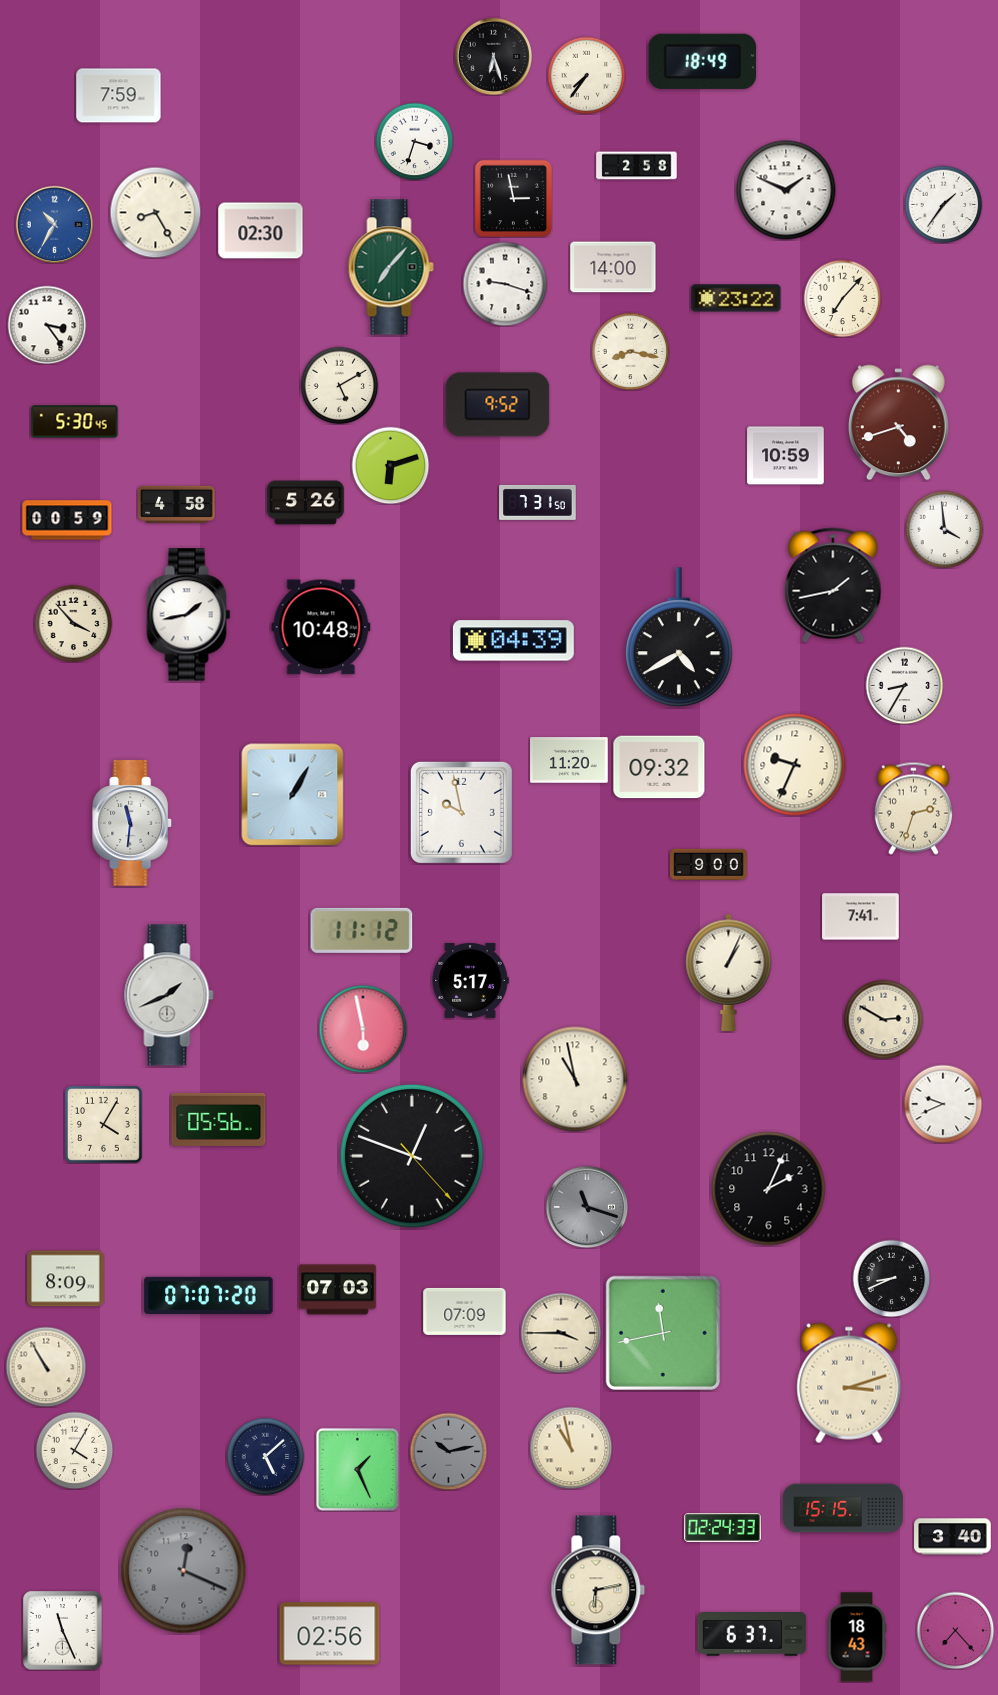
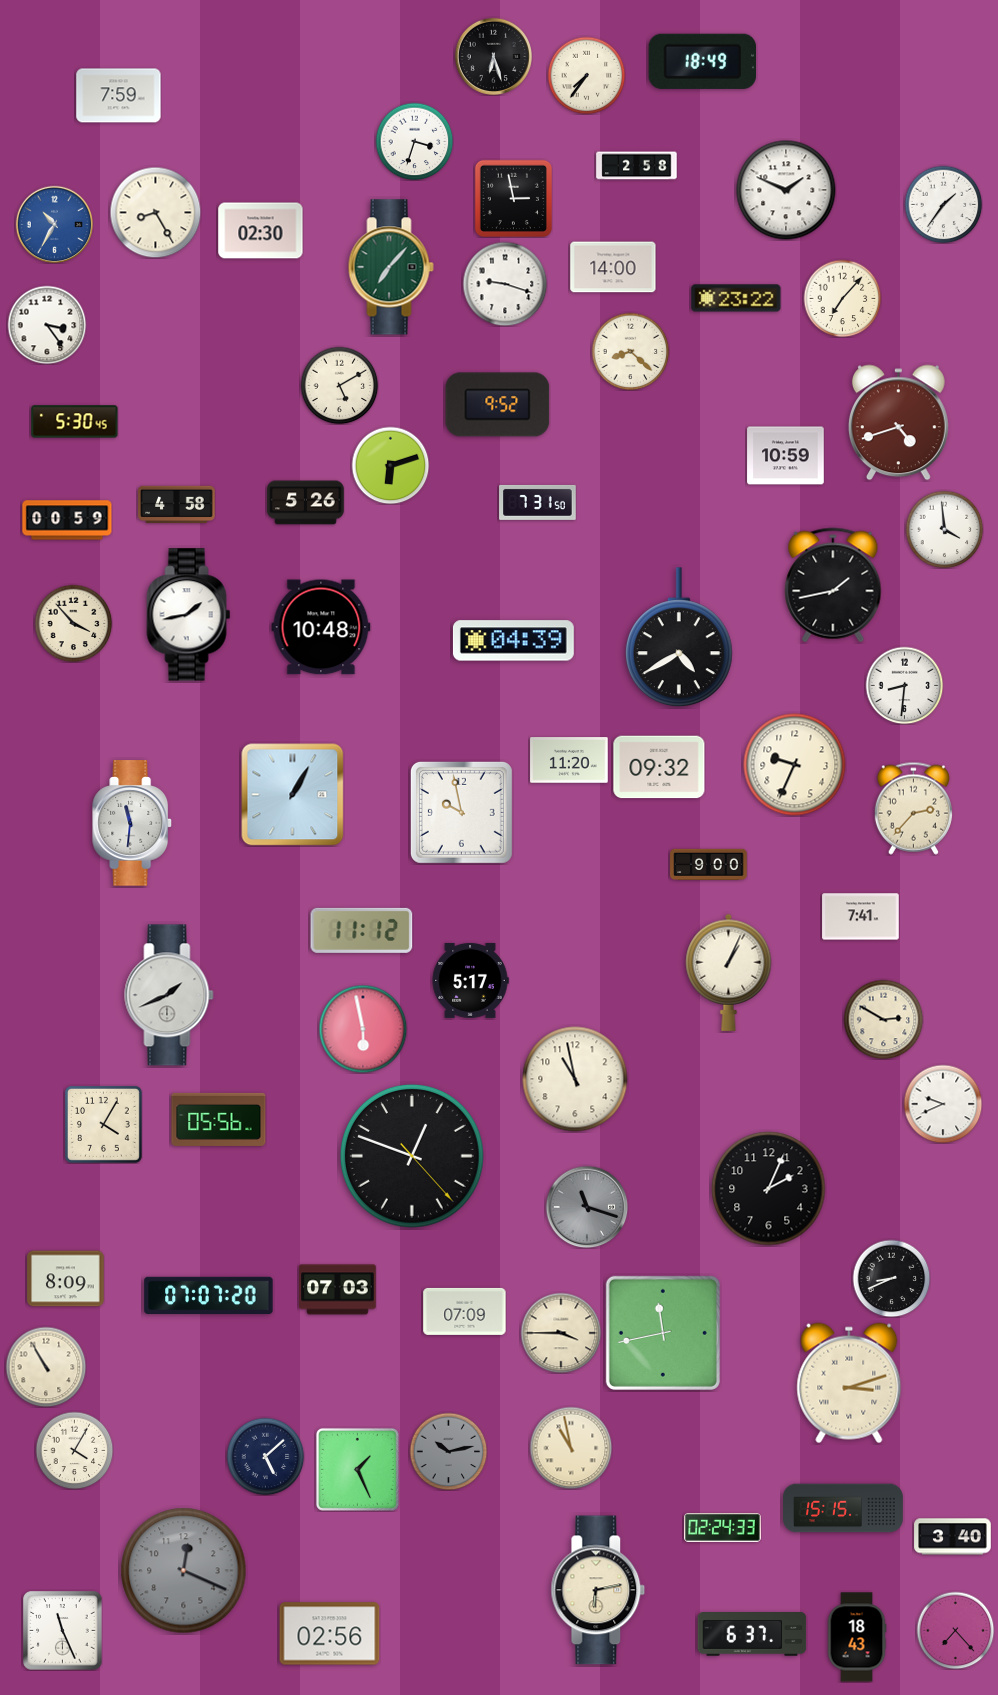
clock at (630, 351): 8:17 -> 8:22
clock at (904, 685): 8:35 -> 8:31
clock at (913, 808): 2:33 -> 2:37
